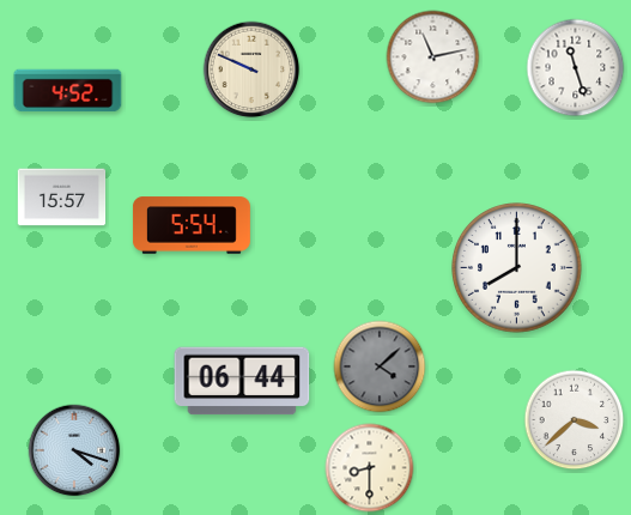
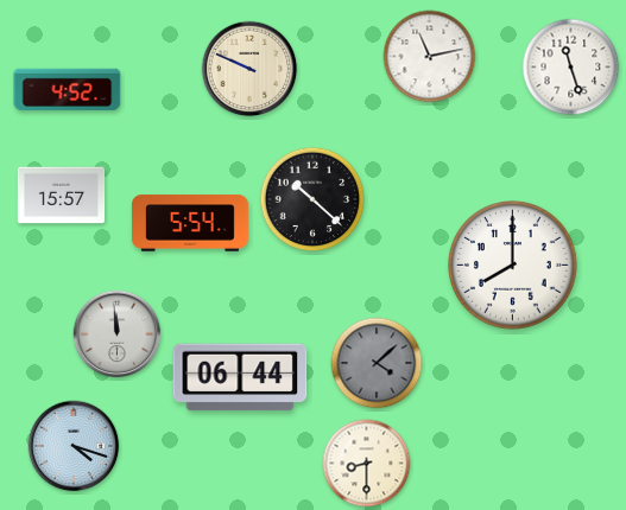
clock at (312, 199): none -> 10:22
clock at (118, 334): none -> 11:59
clock at (575, 420): 3:38 -> none
